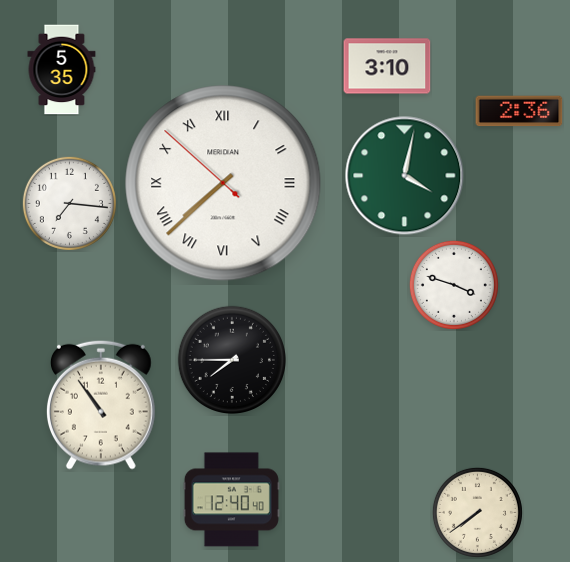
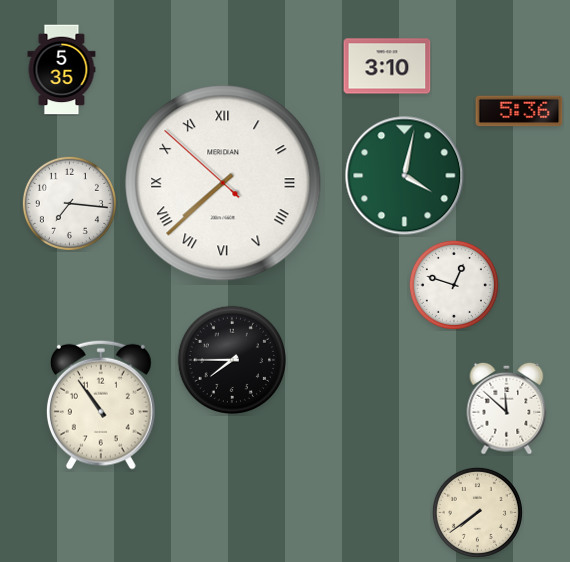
clock at (519, 111): 2:36 -> 5:36
clock at (454, 285): 3:48 -> 12:48
clock at (507, 408): none -> 11:52
clock at (231, 500): 12:40 -> none
